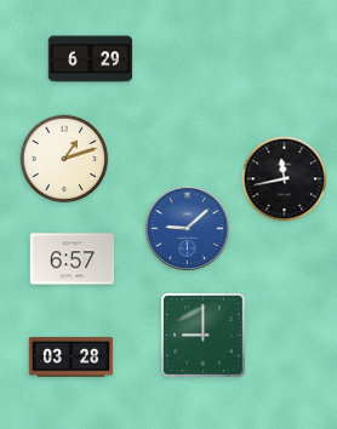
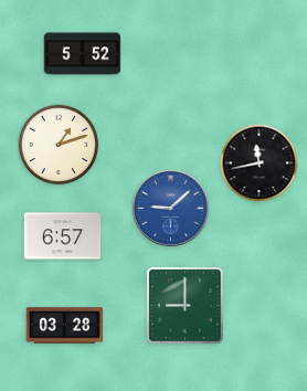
clock at (91, 59): 6:29 -> 5:52
clock at (73, 259) position: (73, 259) -> (63, 236)
